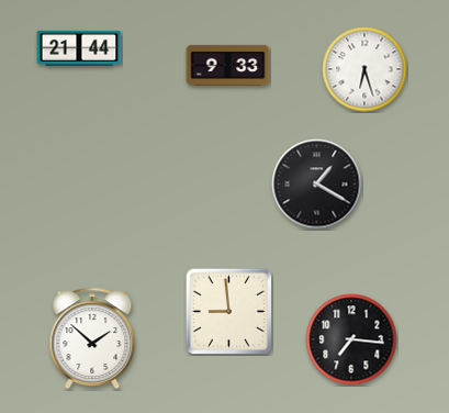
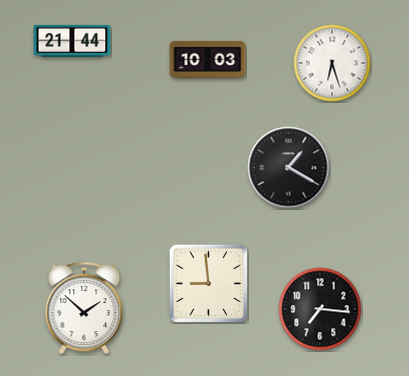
clock at (79, 48) position: (79, 48) -> (72, 41)
clock at (228, 65): 9:33 -> 10:03
